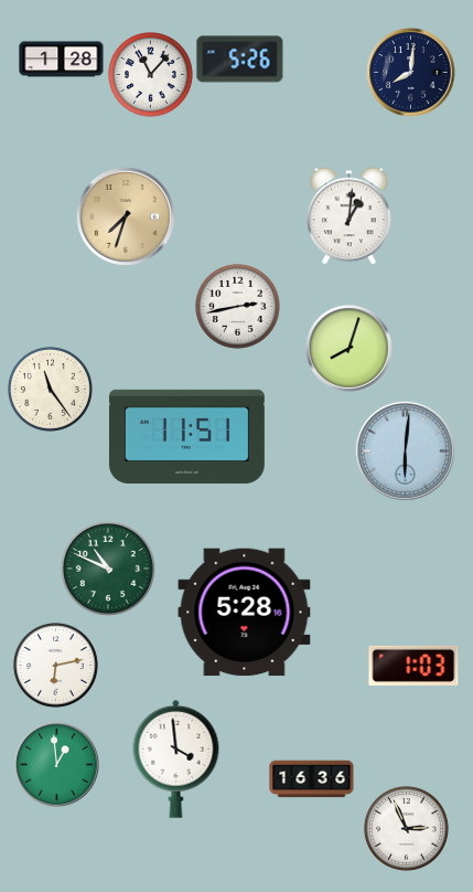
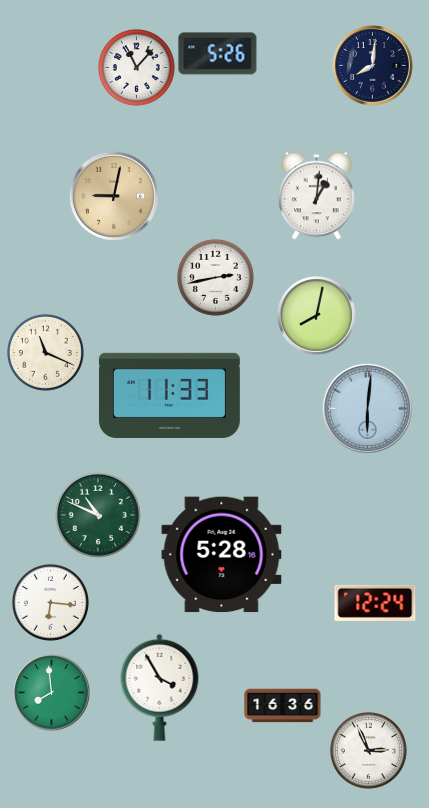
clock at (62, 60): 1:28 -> none
clock at (126, 216): 7:33 -> 9:02
clock at (350, 349): 8:03 -> 8:02
clock at (50, 389): 11:24 -> 11:19
clock at (186, 436): 11:51 -> 11:33
clock at (55, 665): 6:13 -> 6:16
clock at (413, 666): 1:03 -> 12:24
clock at (176, 758): 3:59 -> 3:55
clock at (57, 765): 12:59 -> 7:59
